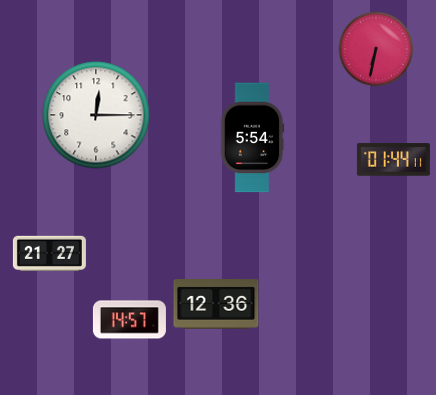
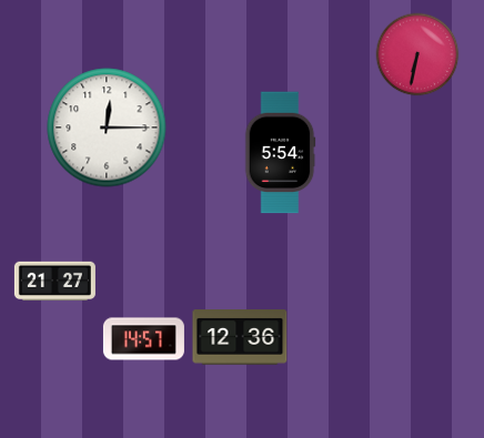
clock at (393, 160): 01:44 -> none
clock at (129, 320) position: (129, 320) -> (143, 339)
